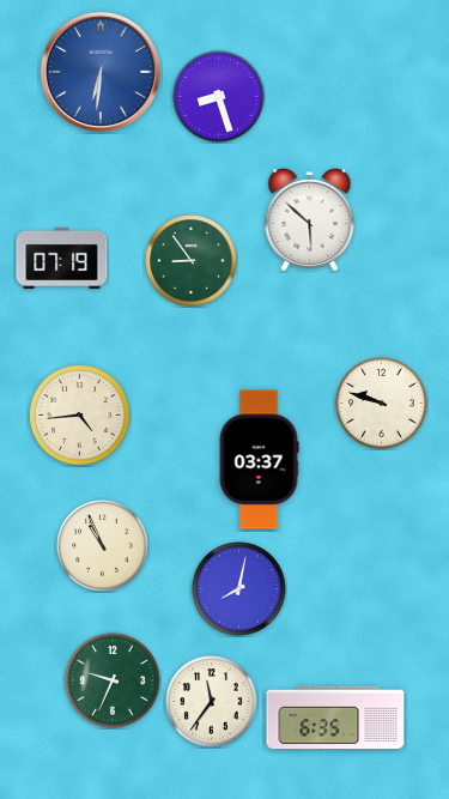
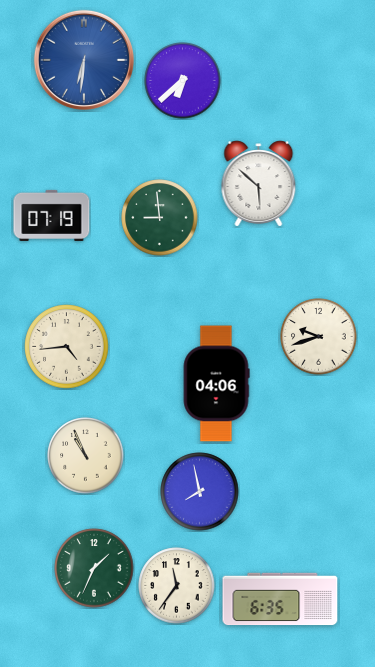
clock at (219, 97): 8:27 -> 6:38
clock at (192, 261): 8:54 -> 8:59
clock at (382, 404): 9:48 -> 9:42
clock at (259, 460): 03:37 -> 04:06
clock at (239, 589): 8:02 -> 7:58
clock at (113, 680): 9:34 -> 1:34
